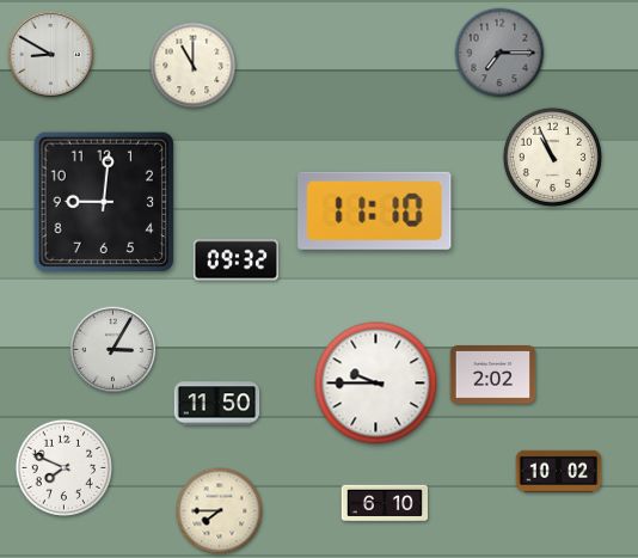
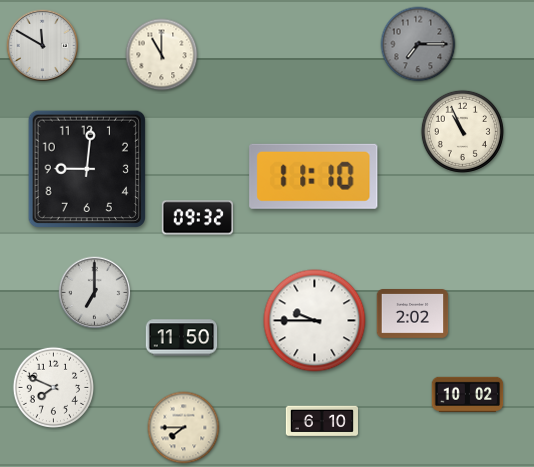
clock at (51, 55): 8:50 -> 11:50
clock at (114, 350): 3:05 -> 7:00
clock at (63, 467) position: (63, 467) -> (53, 387)
